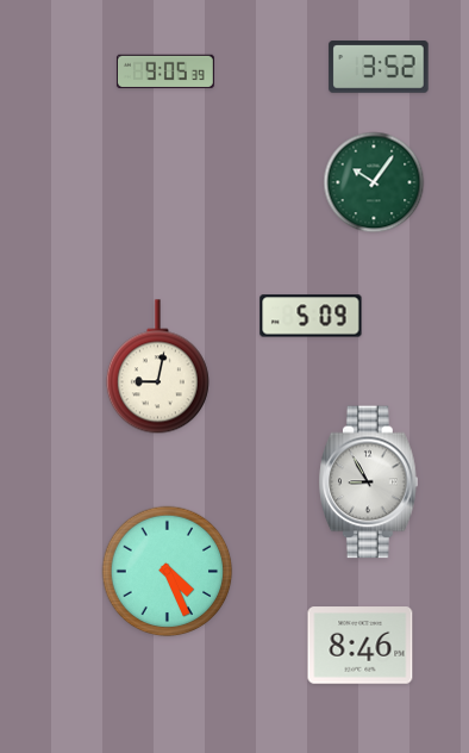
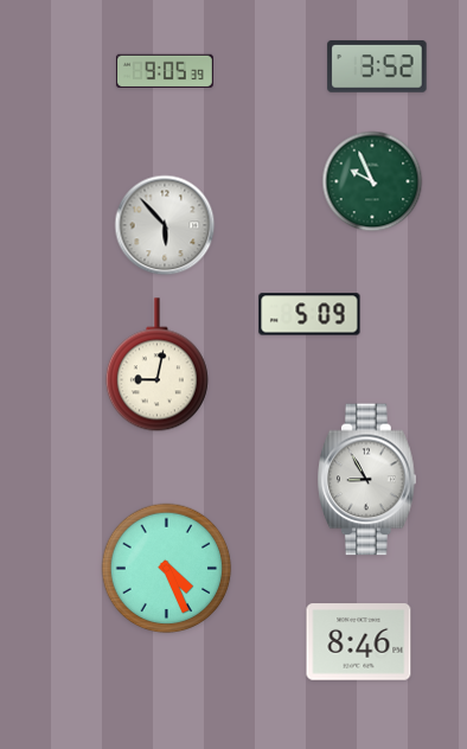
clock at (374, 182): 10:06 -> 9:56
clock at (165, 225): none -> 5:53
